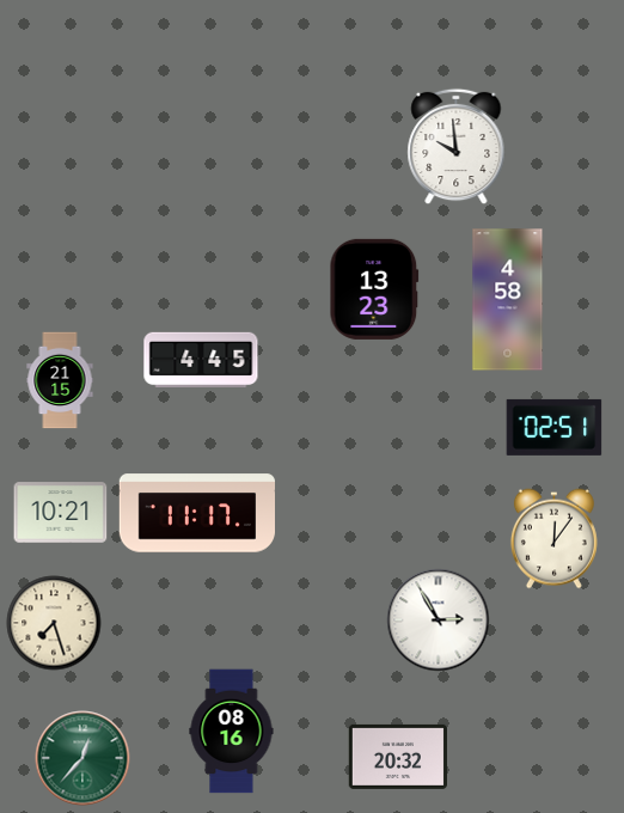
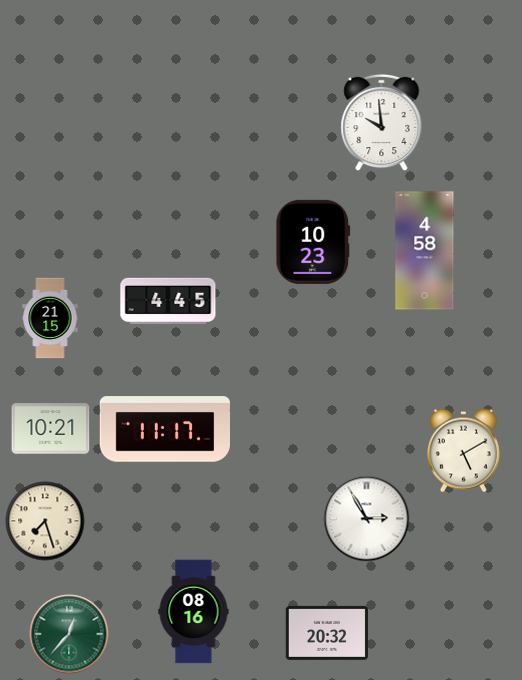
clock at (374, 289): 13:23 -> 10:23
clock at (555, 427): 02:51 -> none
clock at (553, 539): 12:06 -> 5:10
clock at (397, 757) position: (397, 757) -> (326, 633)
